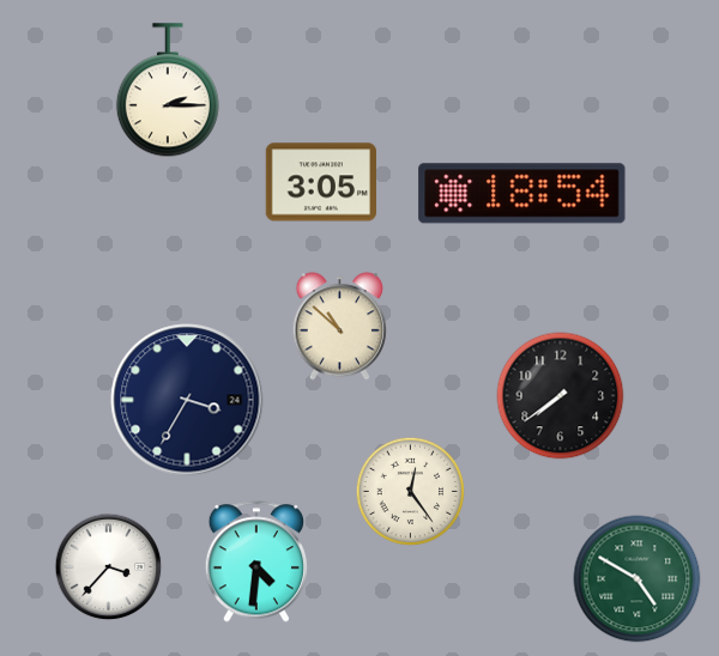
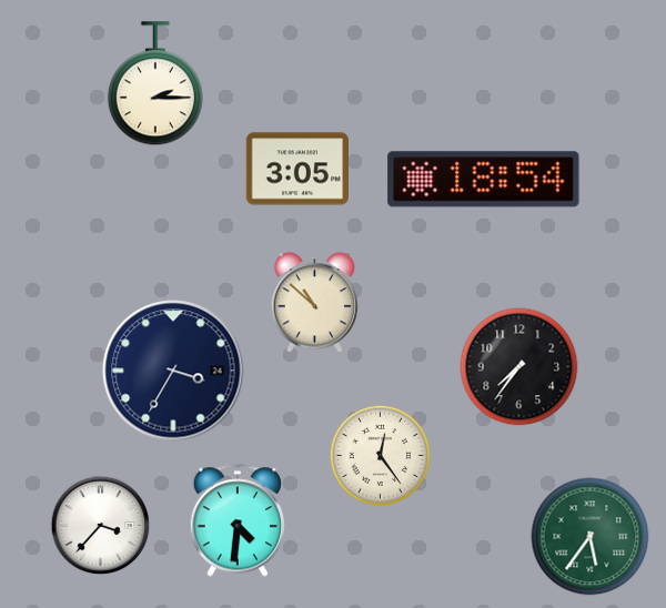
clock at (561, 396): 7:39 -> 7:36
clock at (638, 579): 4:50 -> 5:36
